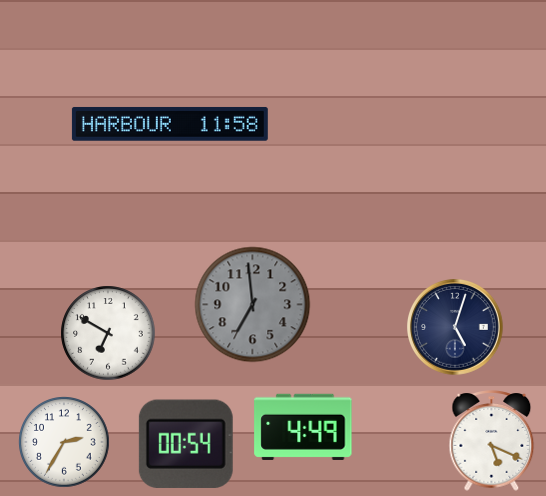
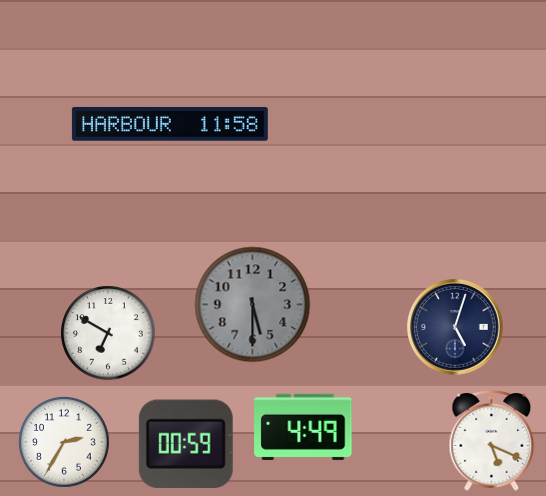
clock at (253, 305): 6:59 -> 5:30
clock at (186, 444): 00:54 -> 00:59
